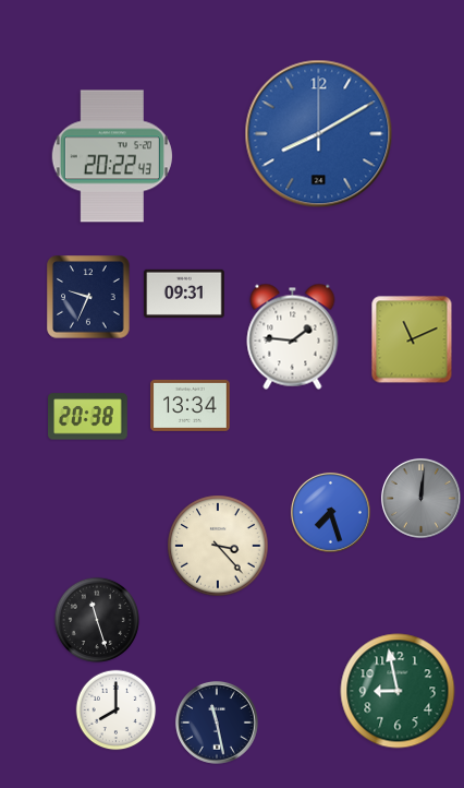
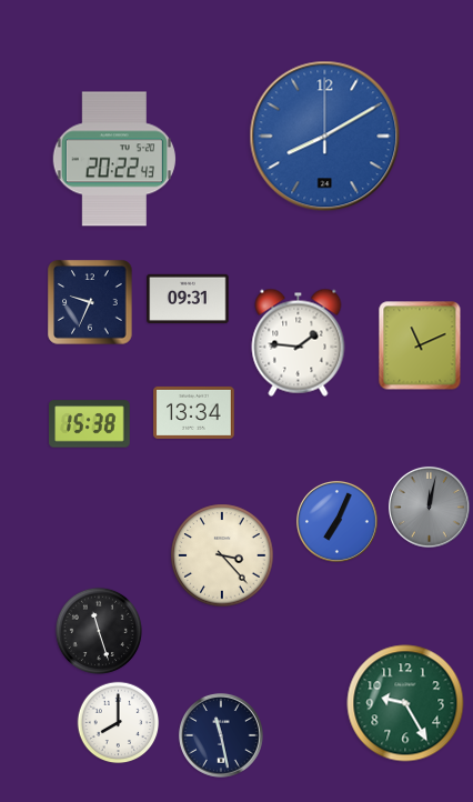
clock at (88, 417): 20:38 -> 15:38
clock at (420, 498): 12:01 -> 12:02
clock at (330, 512): 7:27 -> 7:04
clock at (398, 691): 8:58 -> 9:25
